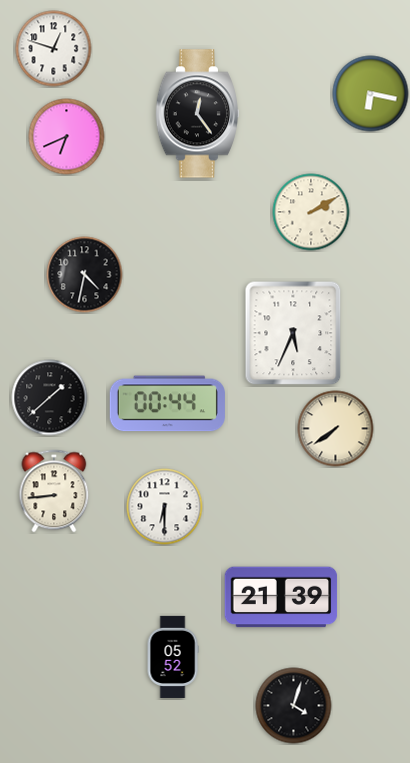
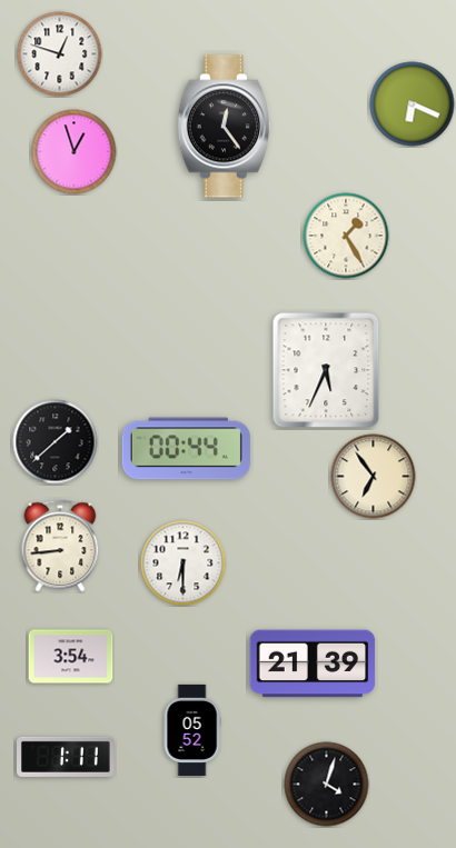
clock at (371, 94): 6:17 -> 6:19
clock at (197, 114) position: (197, 114) -> (224, 127)
clock at (67, 137): 6:41 -> 12:57
clock at (311, 212): 2:10 -> 1:25
clock at (85, 275): 4:32 -> none
clock at (336, 429): 7:39 -> 6:54
clock at (71, 657): none -> 3:54
clock at (67, 757): none -> 1:11
